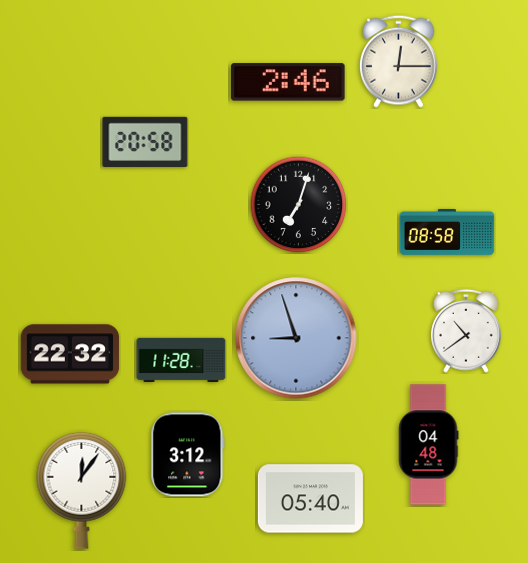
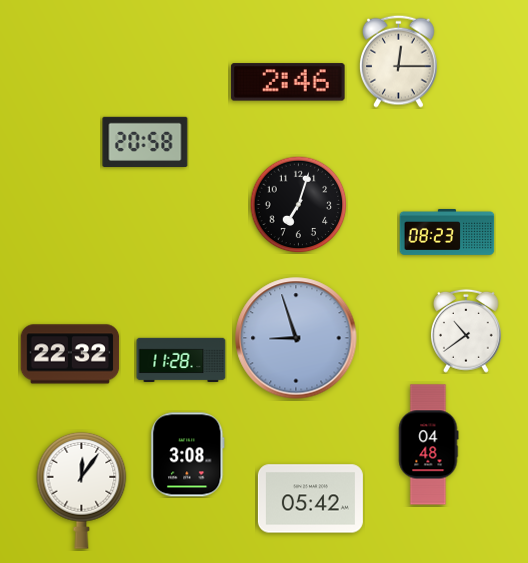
clock at (447, 232): 08:58 -> 08:23
clock at (188, 455): 3:12 -> 3:08
clock at (310, 499): 05:40 -> 05:42
